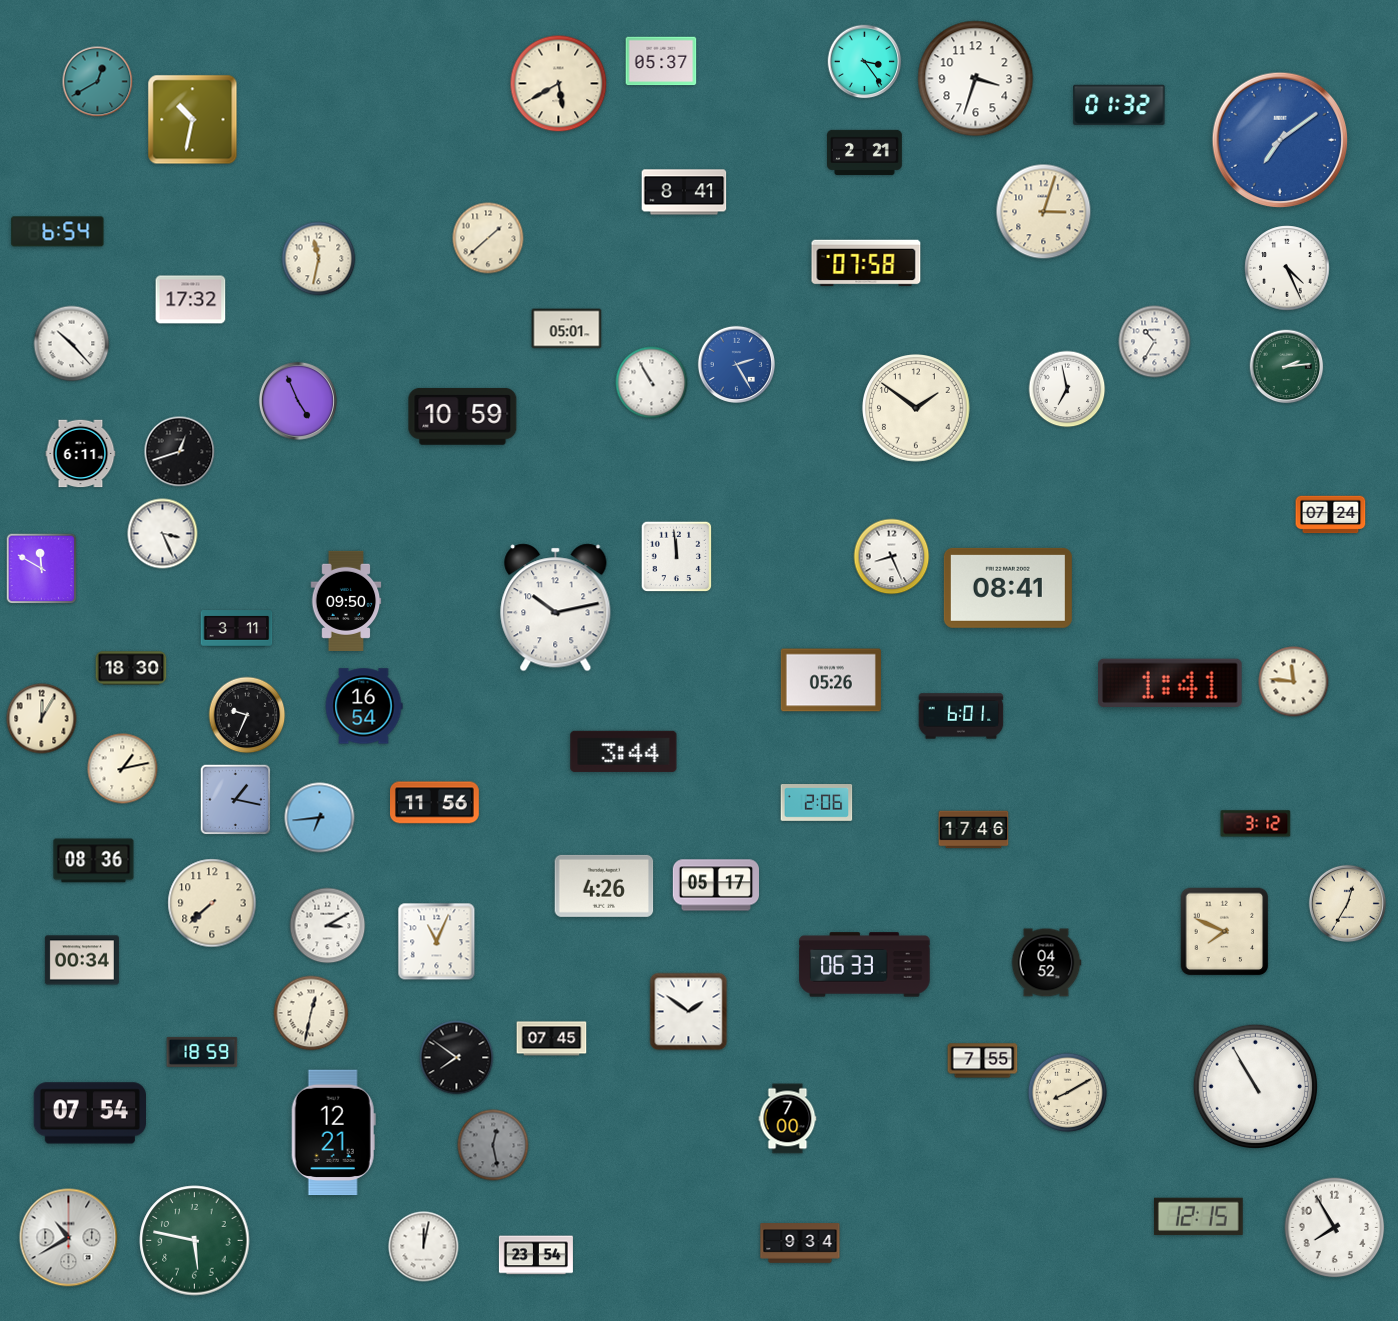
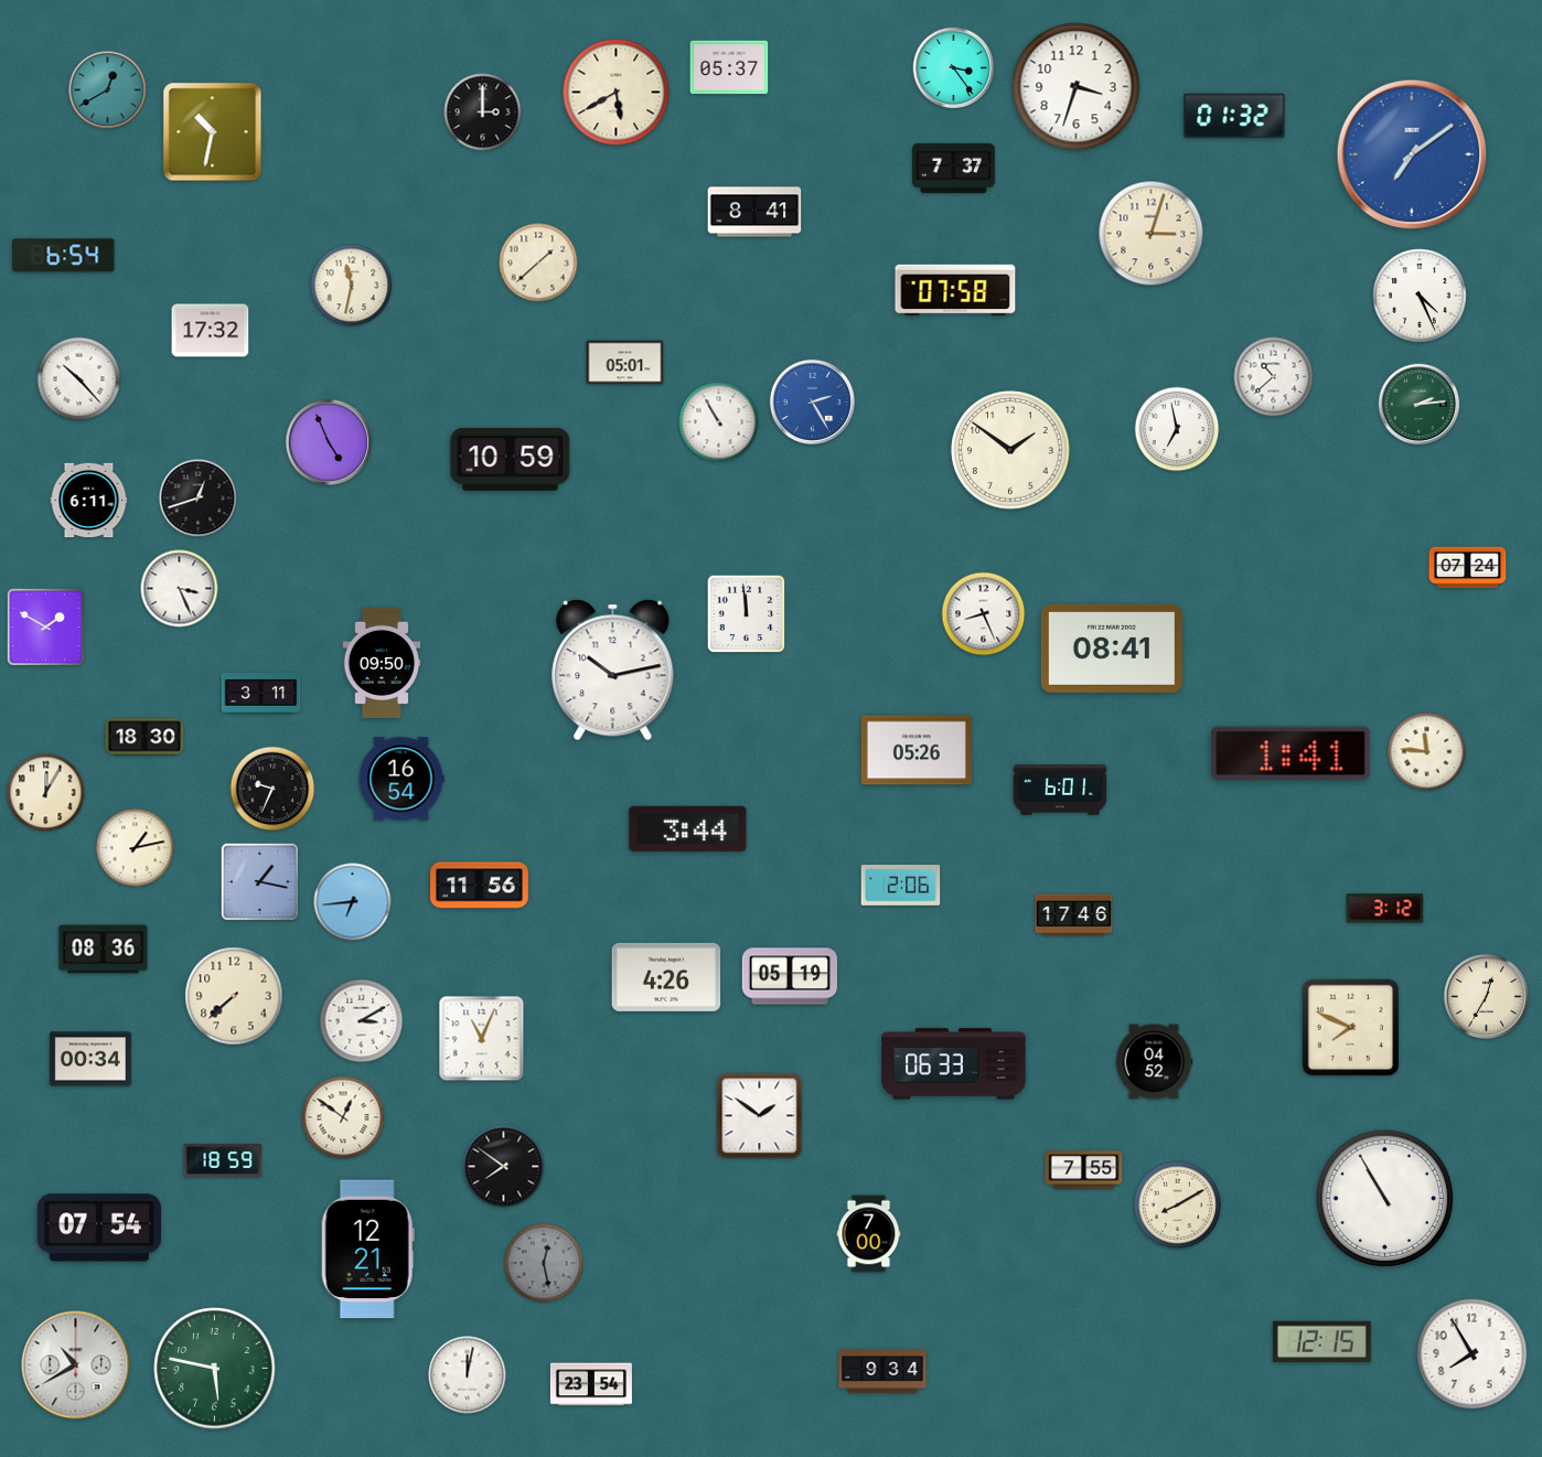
clock at (483, 113): none -> 3:00
clock at (865, 152): 2:21 -> 7:37
clock at (1155, 342): 10:35 -> 10:38
clock at (42, 569): 11:50 -> 1:50
clock at (715, 885): 05:17 -> 05:19
clock at (311, 1013): 12:32 -> 12:51
clock at (552, 1039): 07:45 -> none
